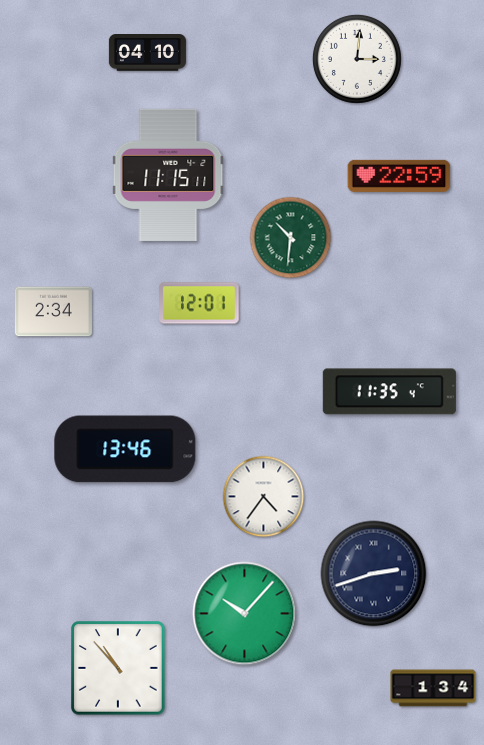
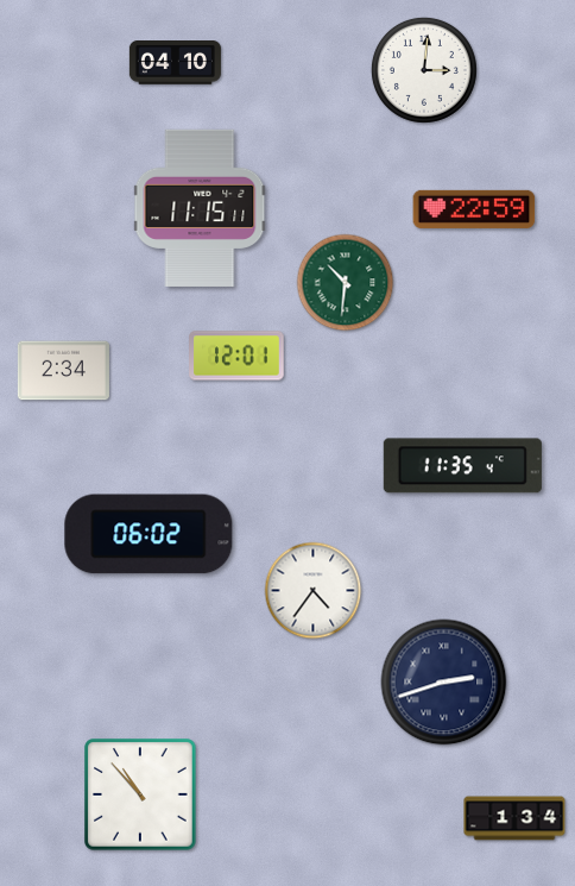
clock at (199, 303) position: (199, 303) -> (236, 356)
clock at (125, 449): 13:46 -> 06:02
clock at (245, 614): 10:07 -> none
